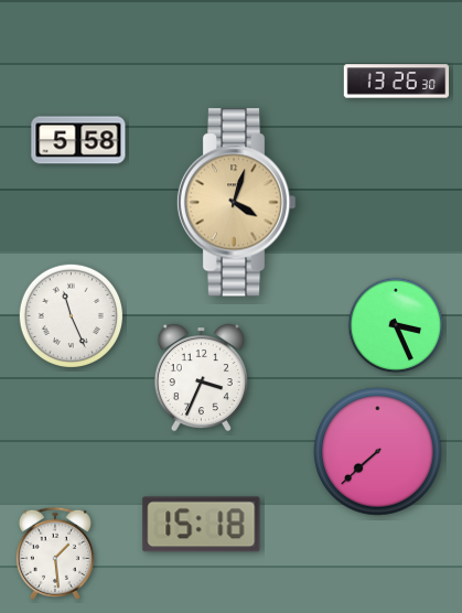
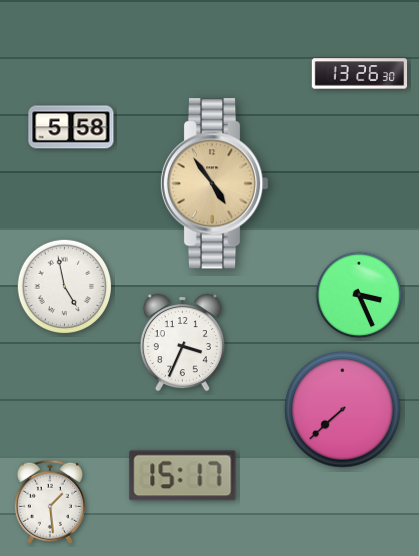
clock at (236, 203): 4:03 -> 4:54
clock at (71, 315): 11:26 -> 4:58
clock at (202, 525): 15:18 -> 15:17
